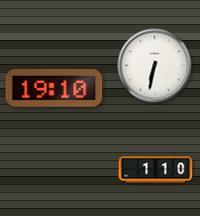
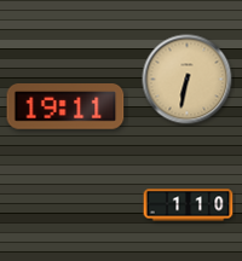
clock at (155, 66) dial: white -> champagne
clock at (54, 89): 19:10 -> 19:11
